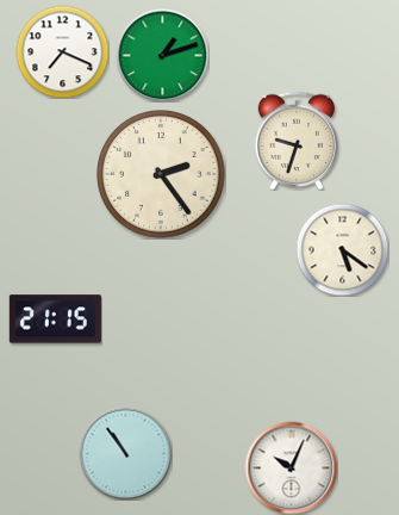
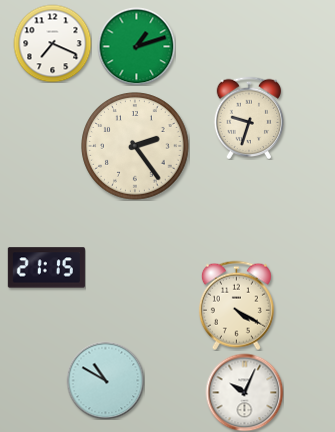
clock at (342, 249): 5:21 -> none
clock at (236, 305): none -> 4:20
clock at (125, 453): 10:54 -> 10:50
